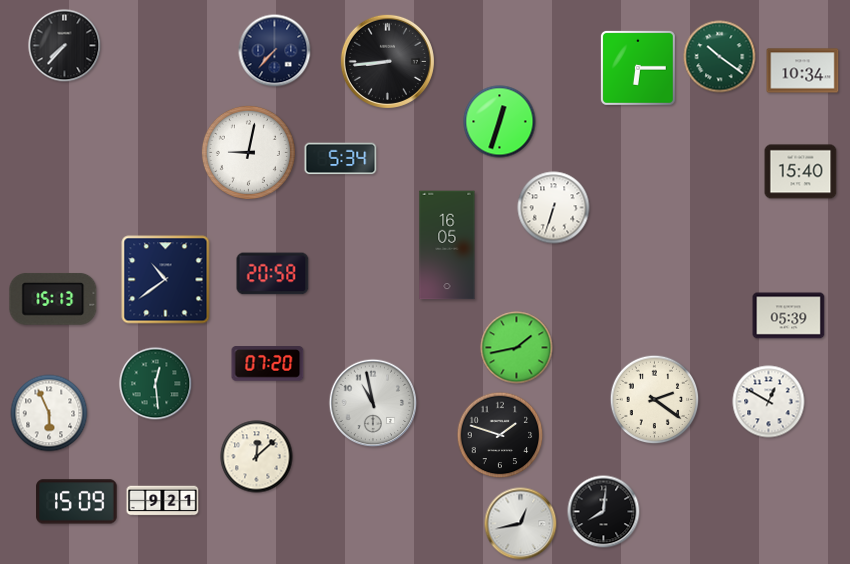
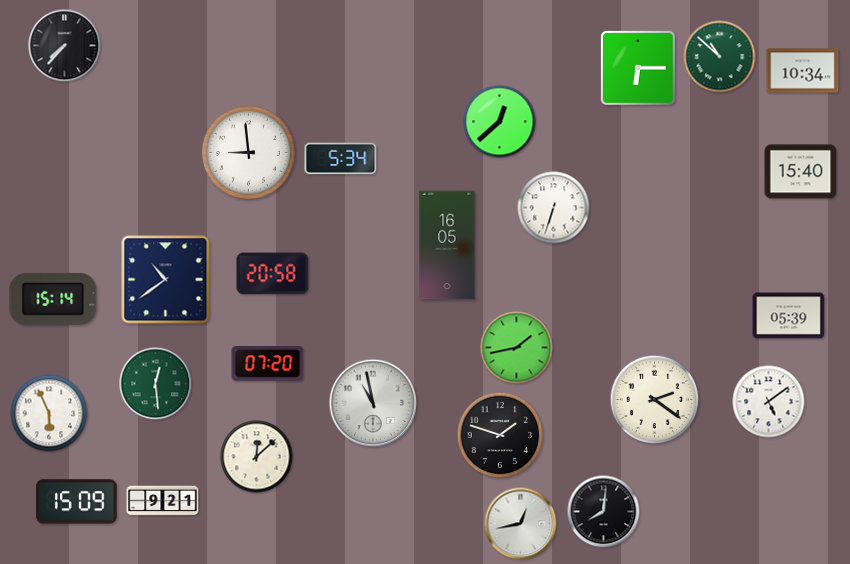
clock at (275, 51): 7:37 -> none
clock at (720, 57): 10:21 -> 10:52
clock at (387, 61): 8:44 -> none
clock at (500, 122): 12:33 -> 12:38
clock at (248, 152): 9:02 -> 8:59
clock at (53, 299): 15:13 -> 15:14
clock at (769, 402): 12:50 -> 5:09
